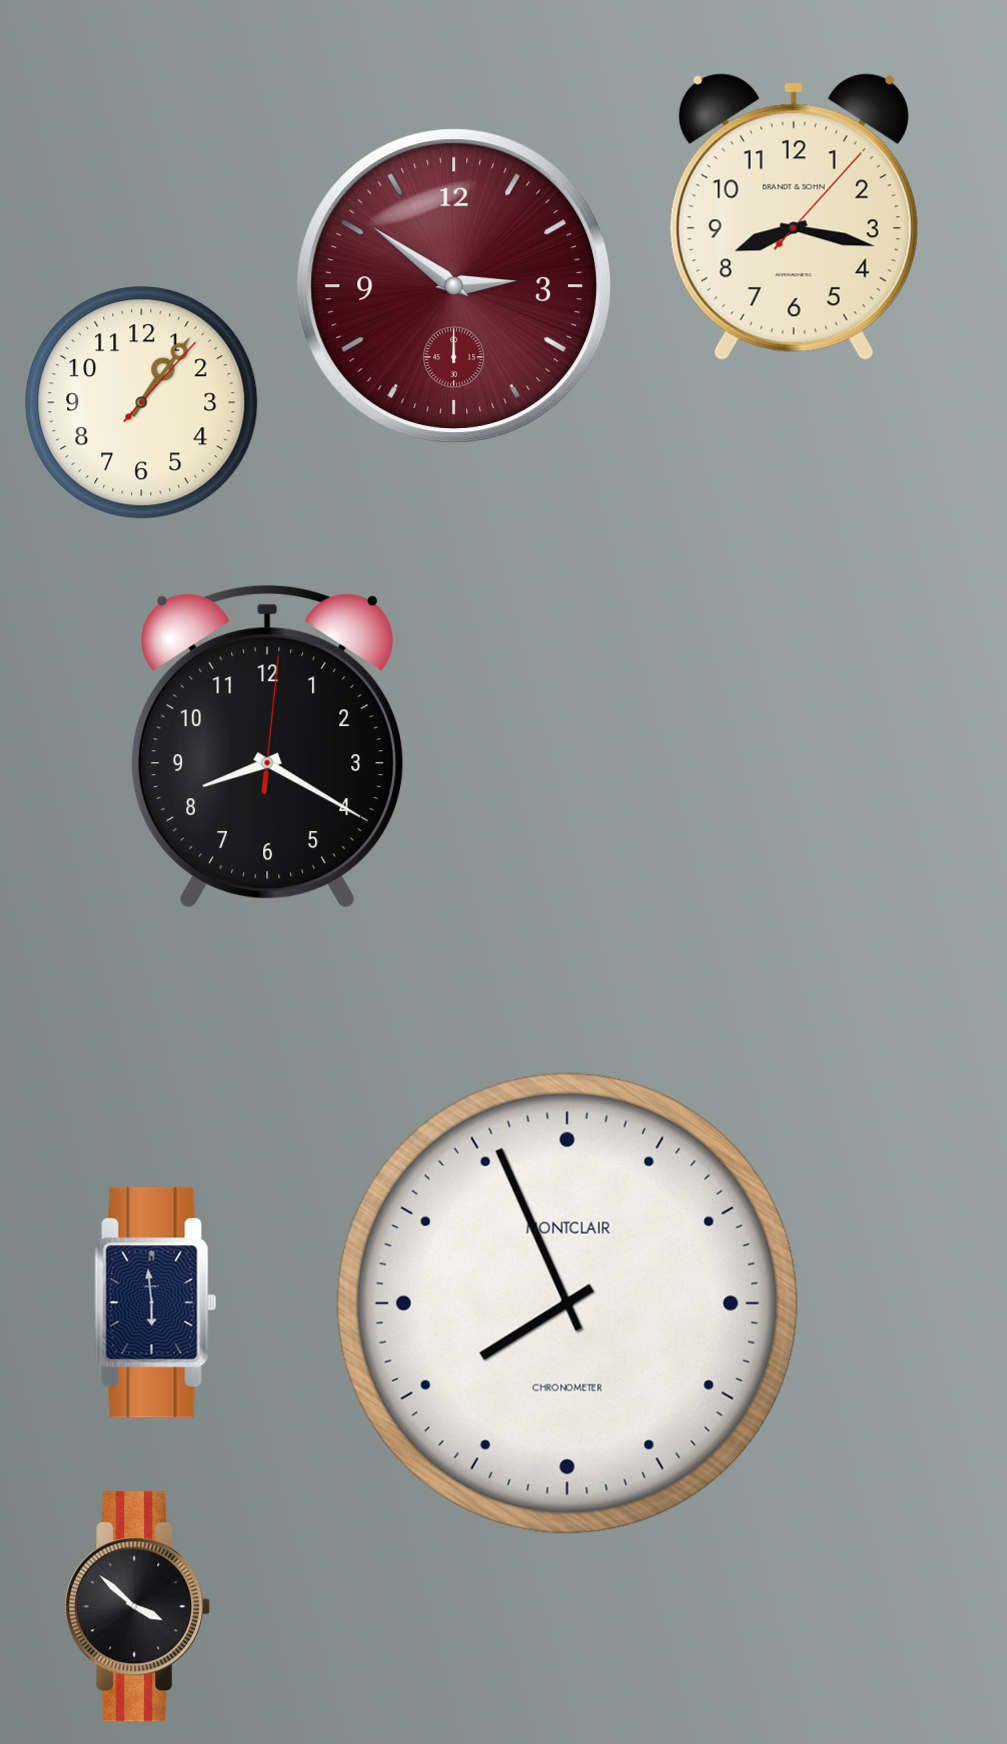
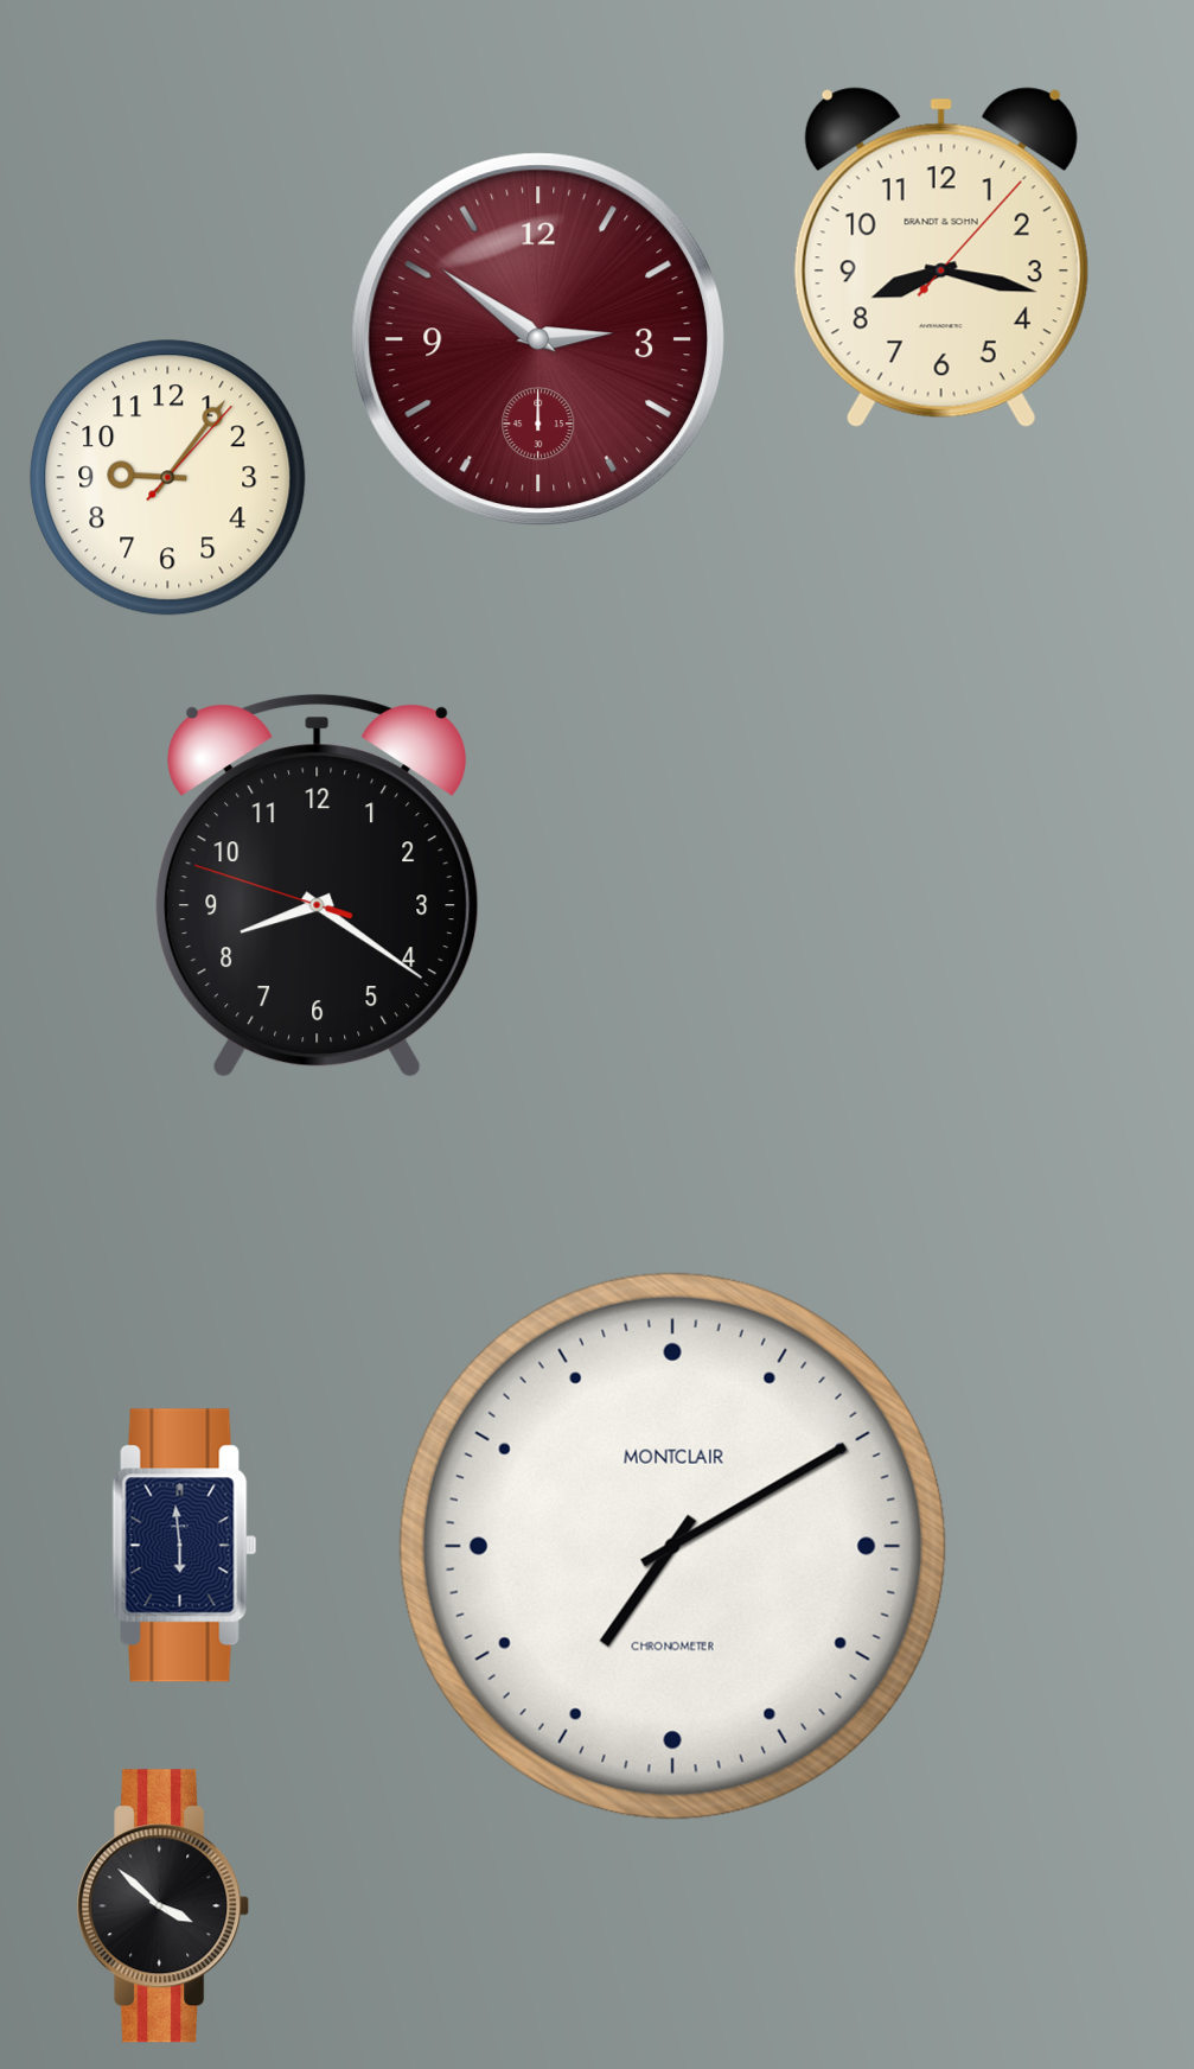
clock at (142, 403): 1:06 -> 9:06
clock at (268, 747): 8:20:01 -> 8:20:48
clock at (567, 1303): 7:56 -> 7:10
